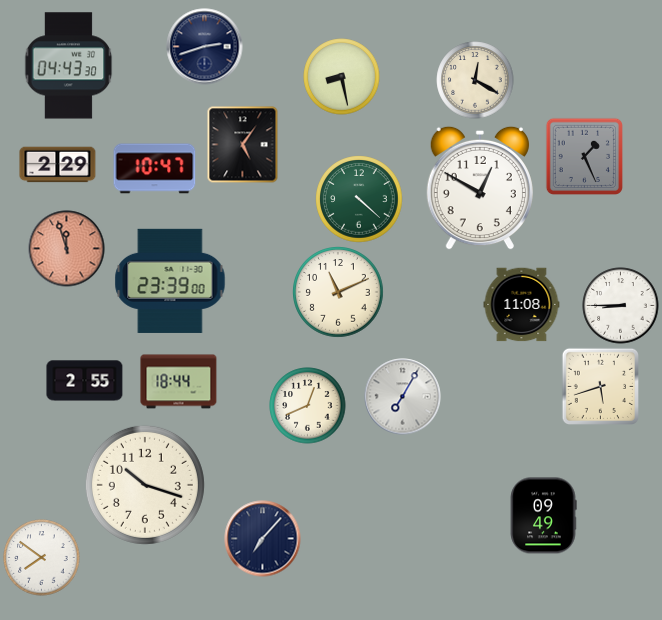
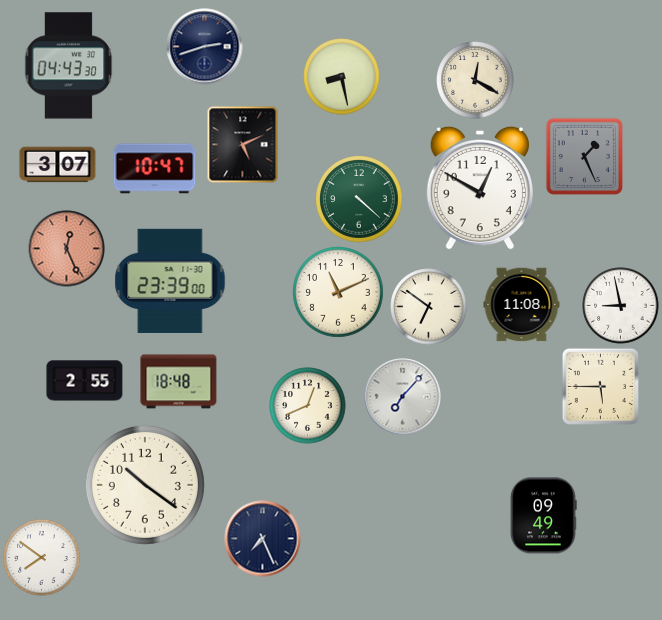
clock at (243, 145): 5:06 -> 5:11
clock at (58, 165): 2:29 -> 3:07
clock at (67, 249): 11:57 -> 12:26
clock at (621, 306): 8:45 -> 8:58
clock at (429, 307): none -> 6:51
clock at (179, 382): 18:44 -> 18:48
clock at (600, 386): 5:42 -> 5:45
clock at (403, 397): 7:05 -> 7:07
clock at (145, 485): 10:18 -> 10:21
clock at (263, 539): 7:07 -> 7:26
